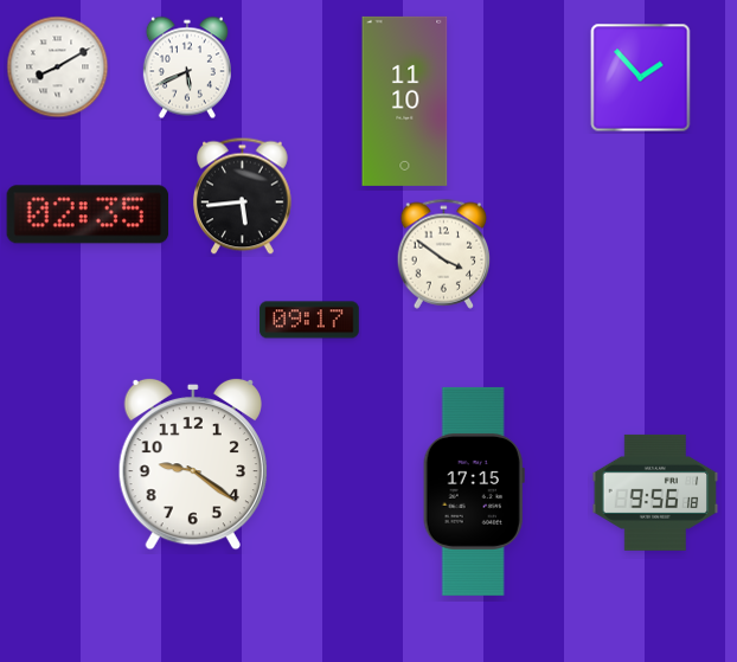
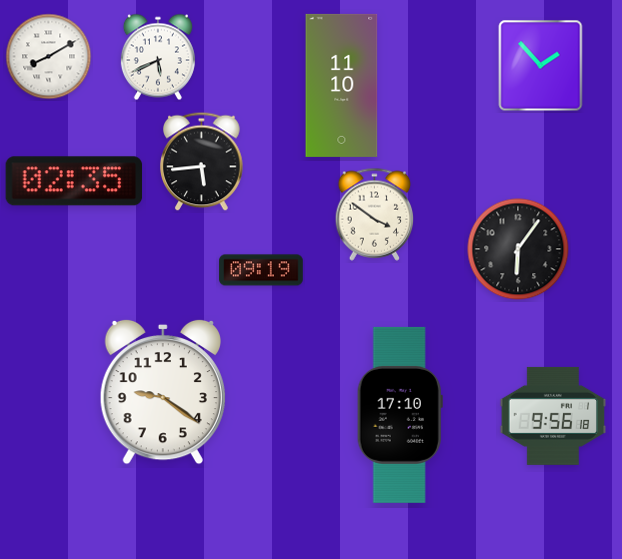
clock at (243, 197) position: (243, 197) -> (202, 162)
clock at (518, 249): none -> 6:06
clock at (309, 320): 09:17 -> 09:19
clock at (474, 491): 17:15 -> 17:10
